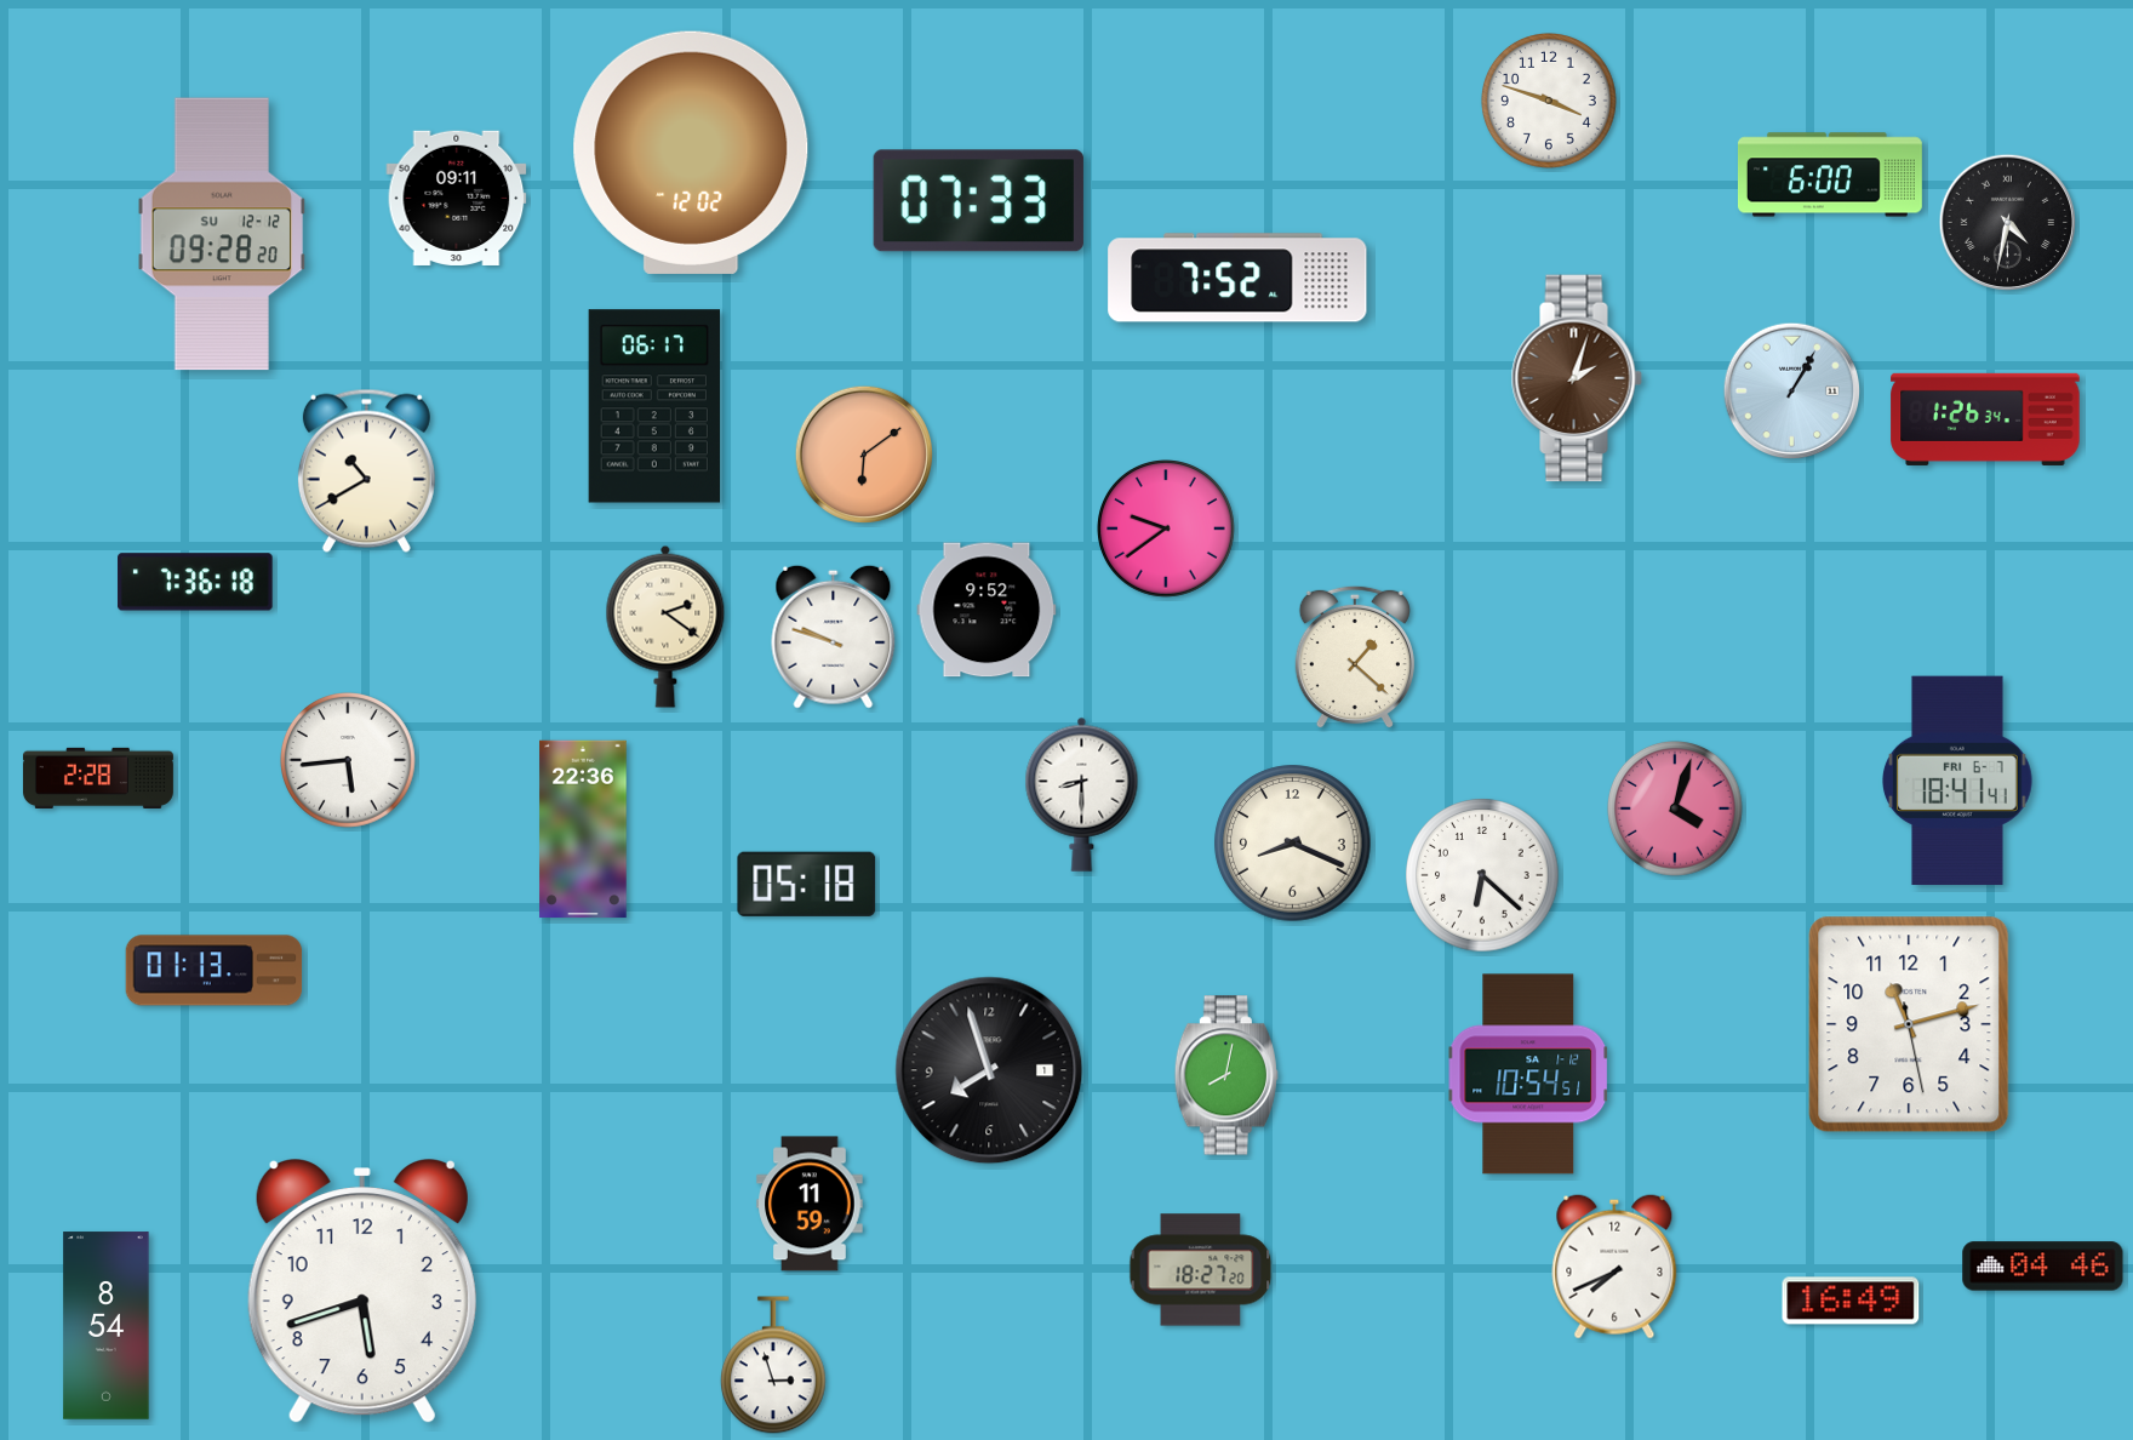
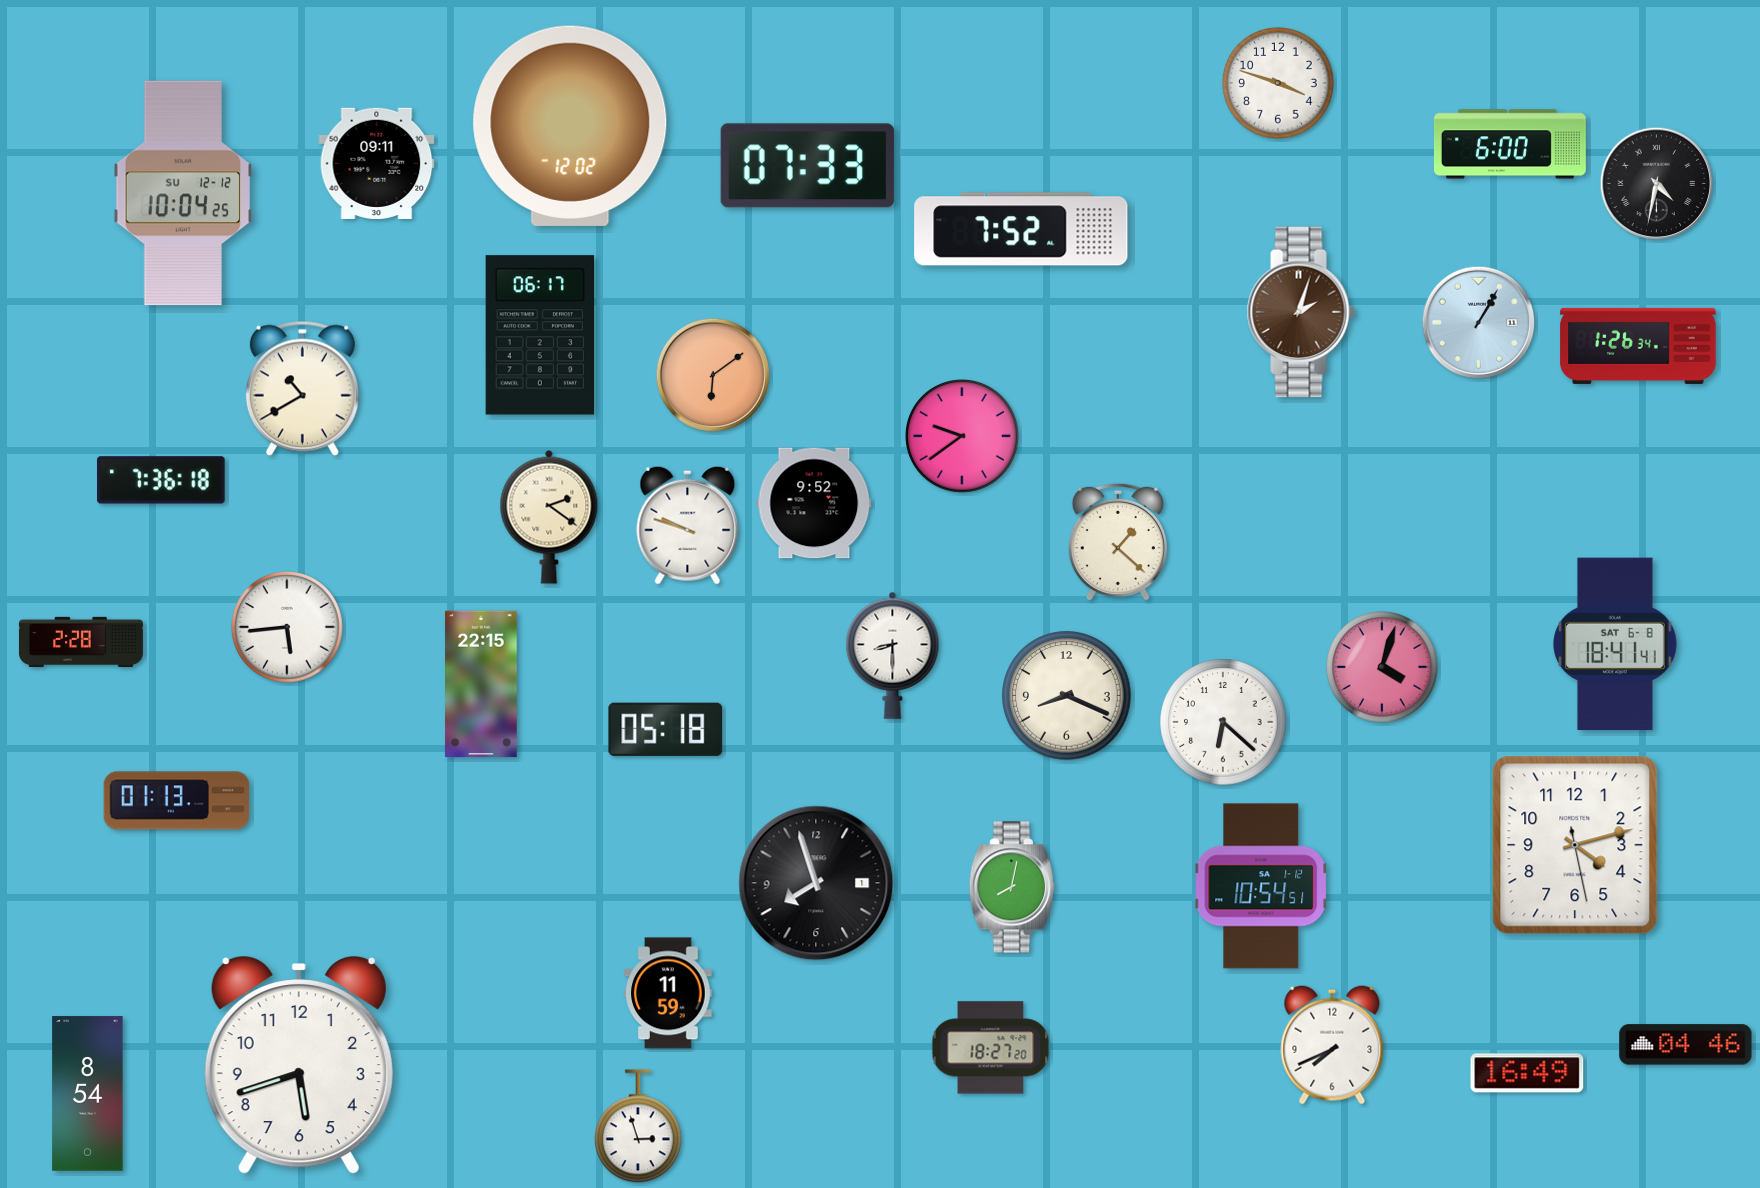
clock at (222, 234): 09:28 -> 10:04
clock at (1957, 781) date: FRI 6-7 -> SAT 6-8
clock at (583, 829): 22:36 -> 22:15
clock at (1909, 1024): 11:12 -> 4:12
